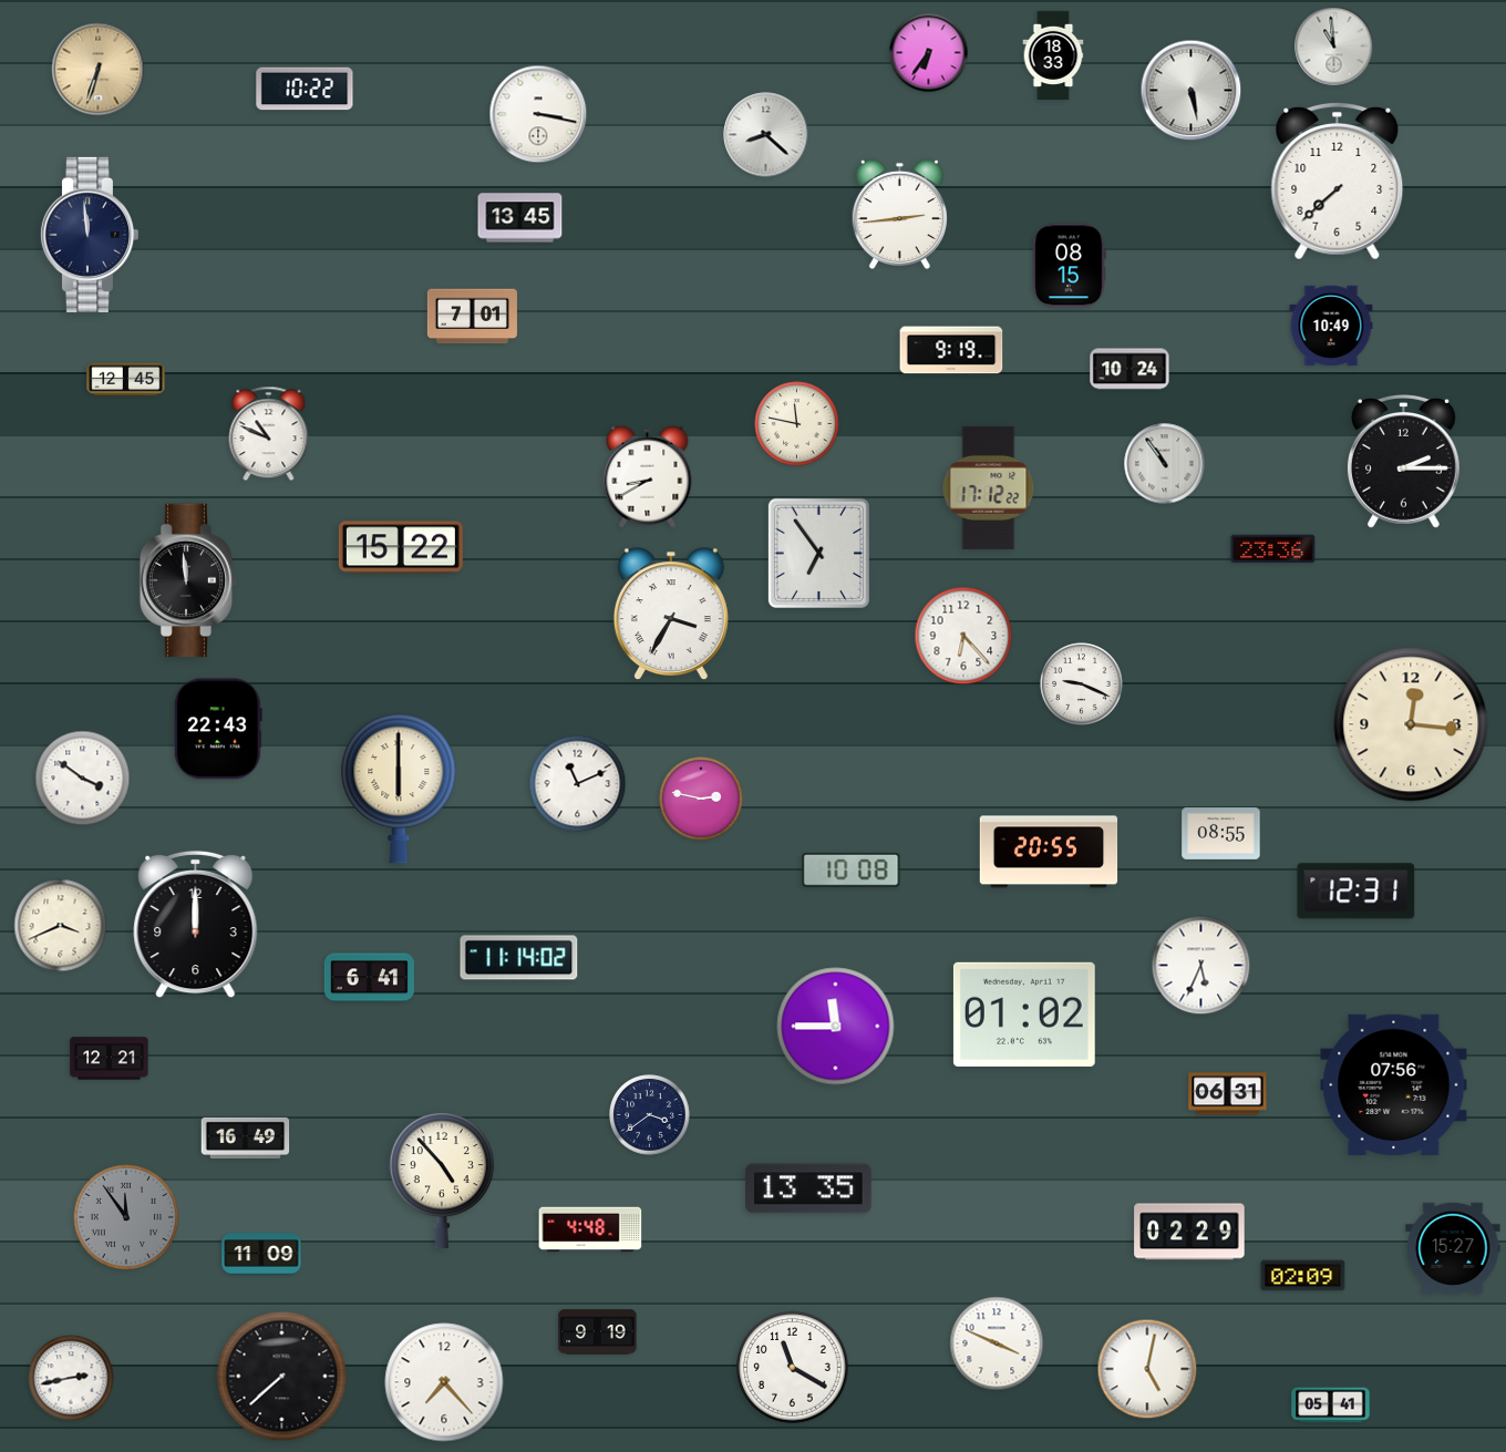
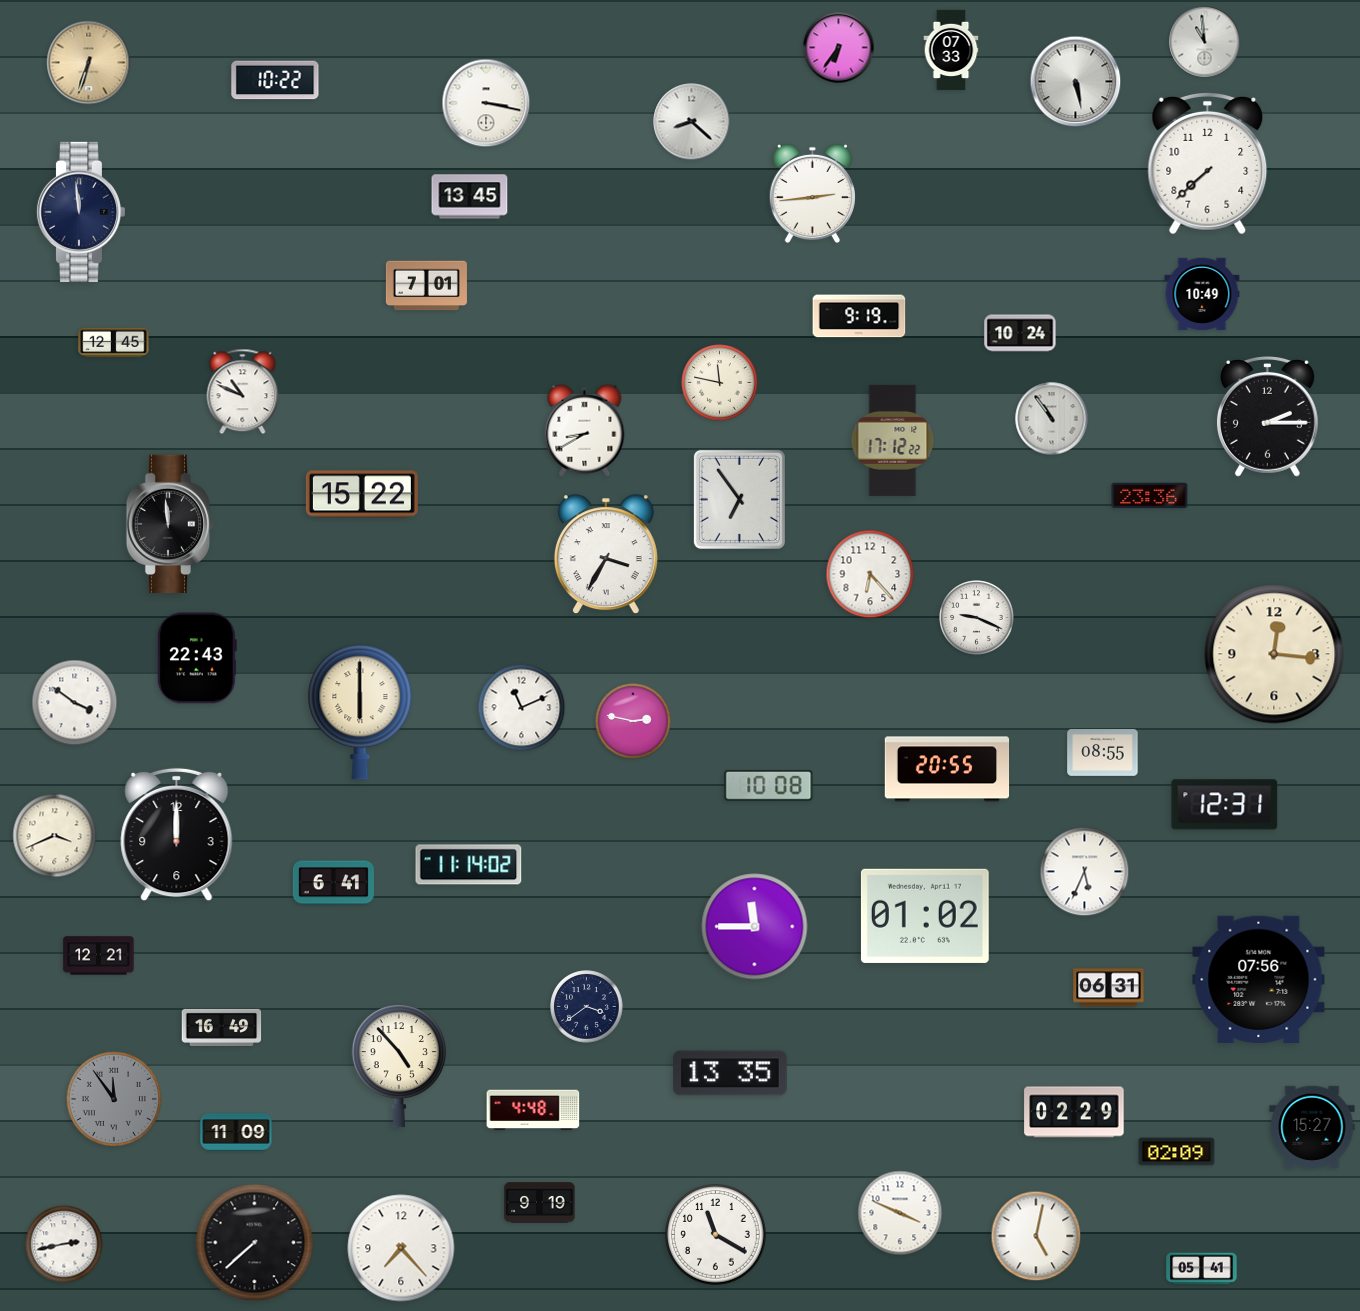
clock at (1053, 55): 18:33 -> 07:33
clock at (1069, 266): 08:15 -> none
